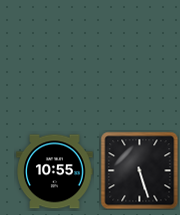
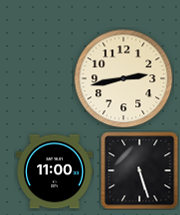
clock at (124, 79): none -> 2:43
clock at (55, 172): 10:55 -> 11:00
